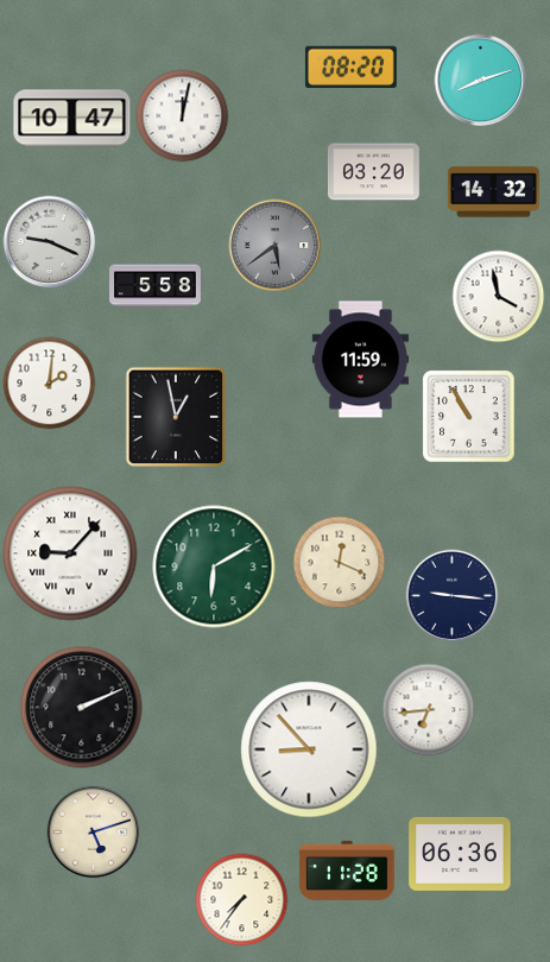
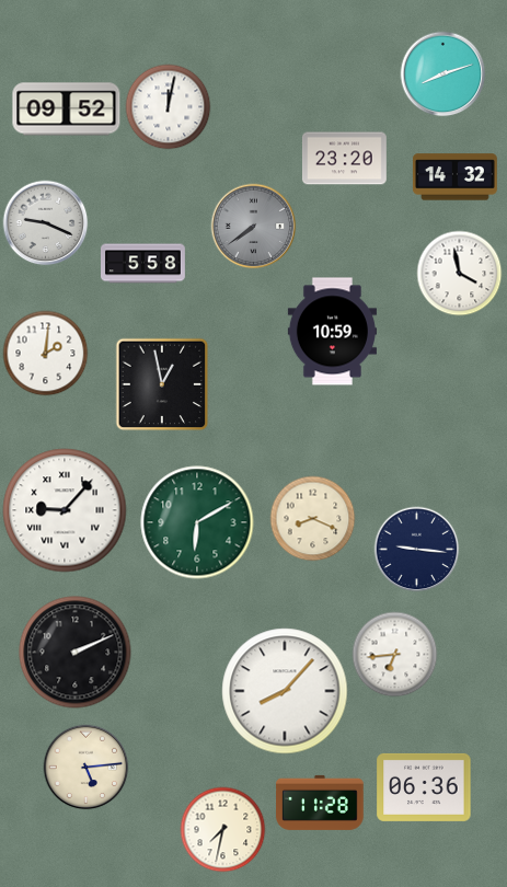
clock at (350, 68): 08:20 -> none
clock at (72, 119): 10:47 -> 09:52
clock at (373, 172): 03:20 -> 23:20
clock at (274, 245): 5:39 -> 7:39
clock at (360, 360): 11:59 -> 10:59
clock at (468, 416): 10:55 -> none
clock at (339, 562): 12:19 -> 8:19
clock at (309, 749): 8:53 -> 8:07
clock at (93, 831): 5:12 -> 5:14
clock at (241, 899): 7:36 -> 7:32
